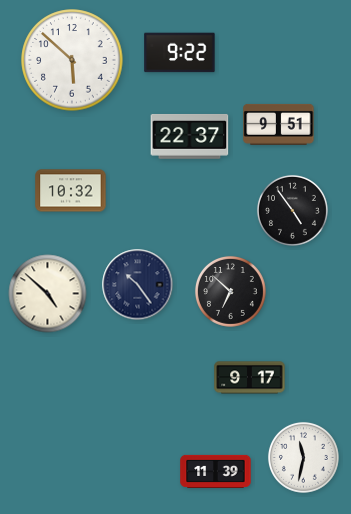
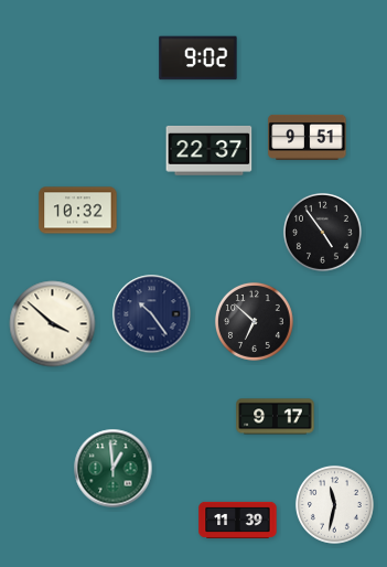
clock at (180, 53): 9:22 -> 9:02
clock at (72, 60): 5:52 -> none
clock at (48, 294): 4:52 -> 3:52
clock at (114, 469): none -> 12:59
